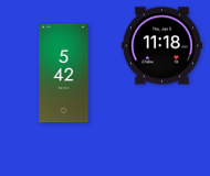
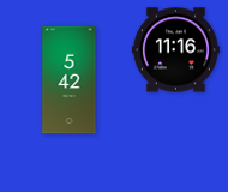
clock at (161, 46): 11:18 -> 11:16
